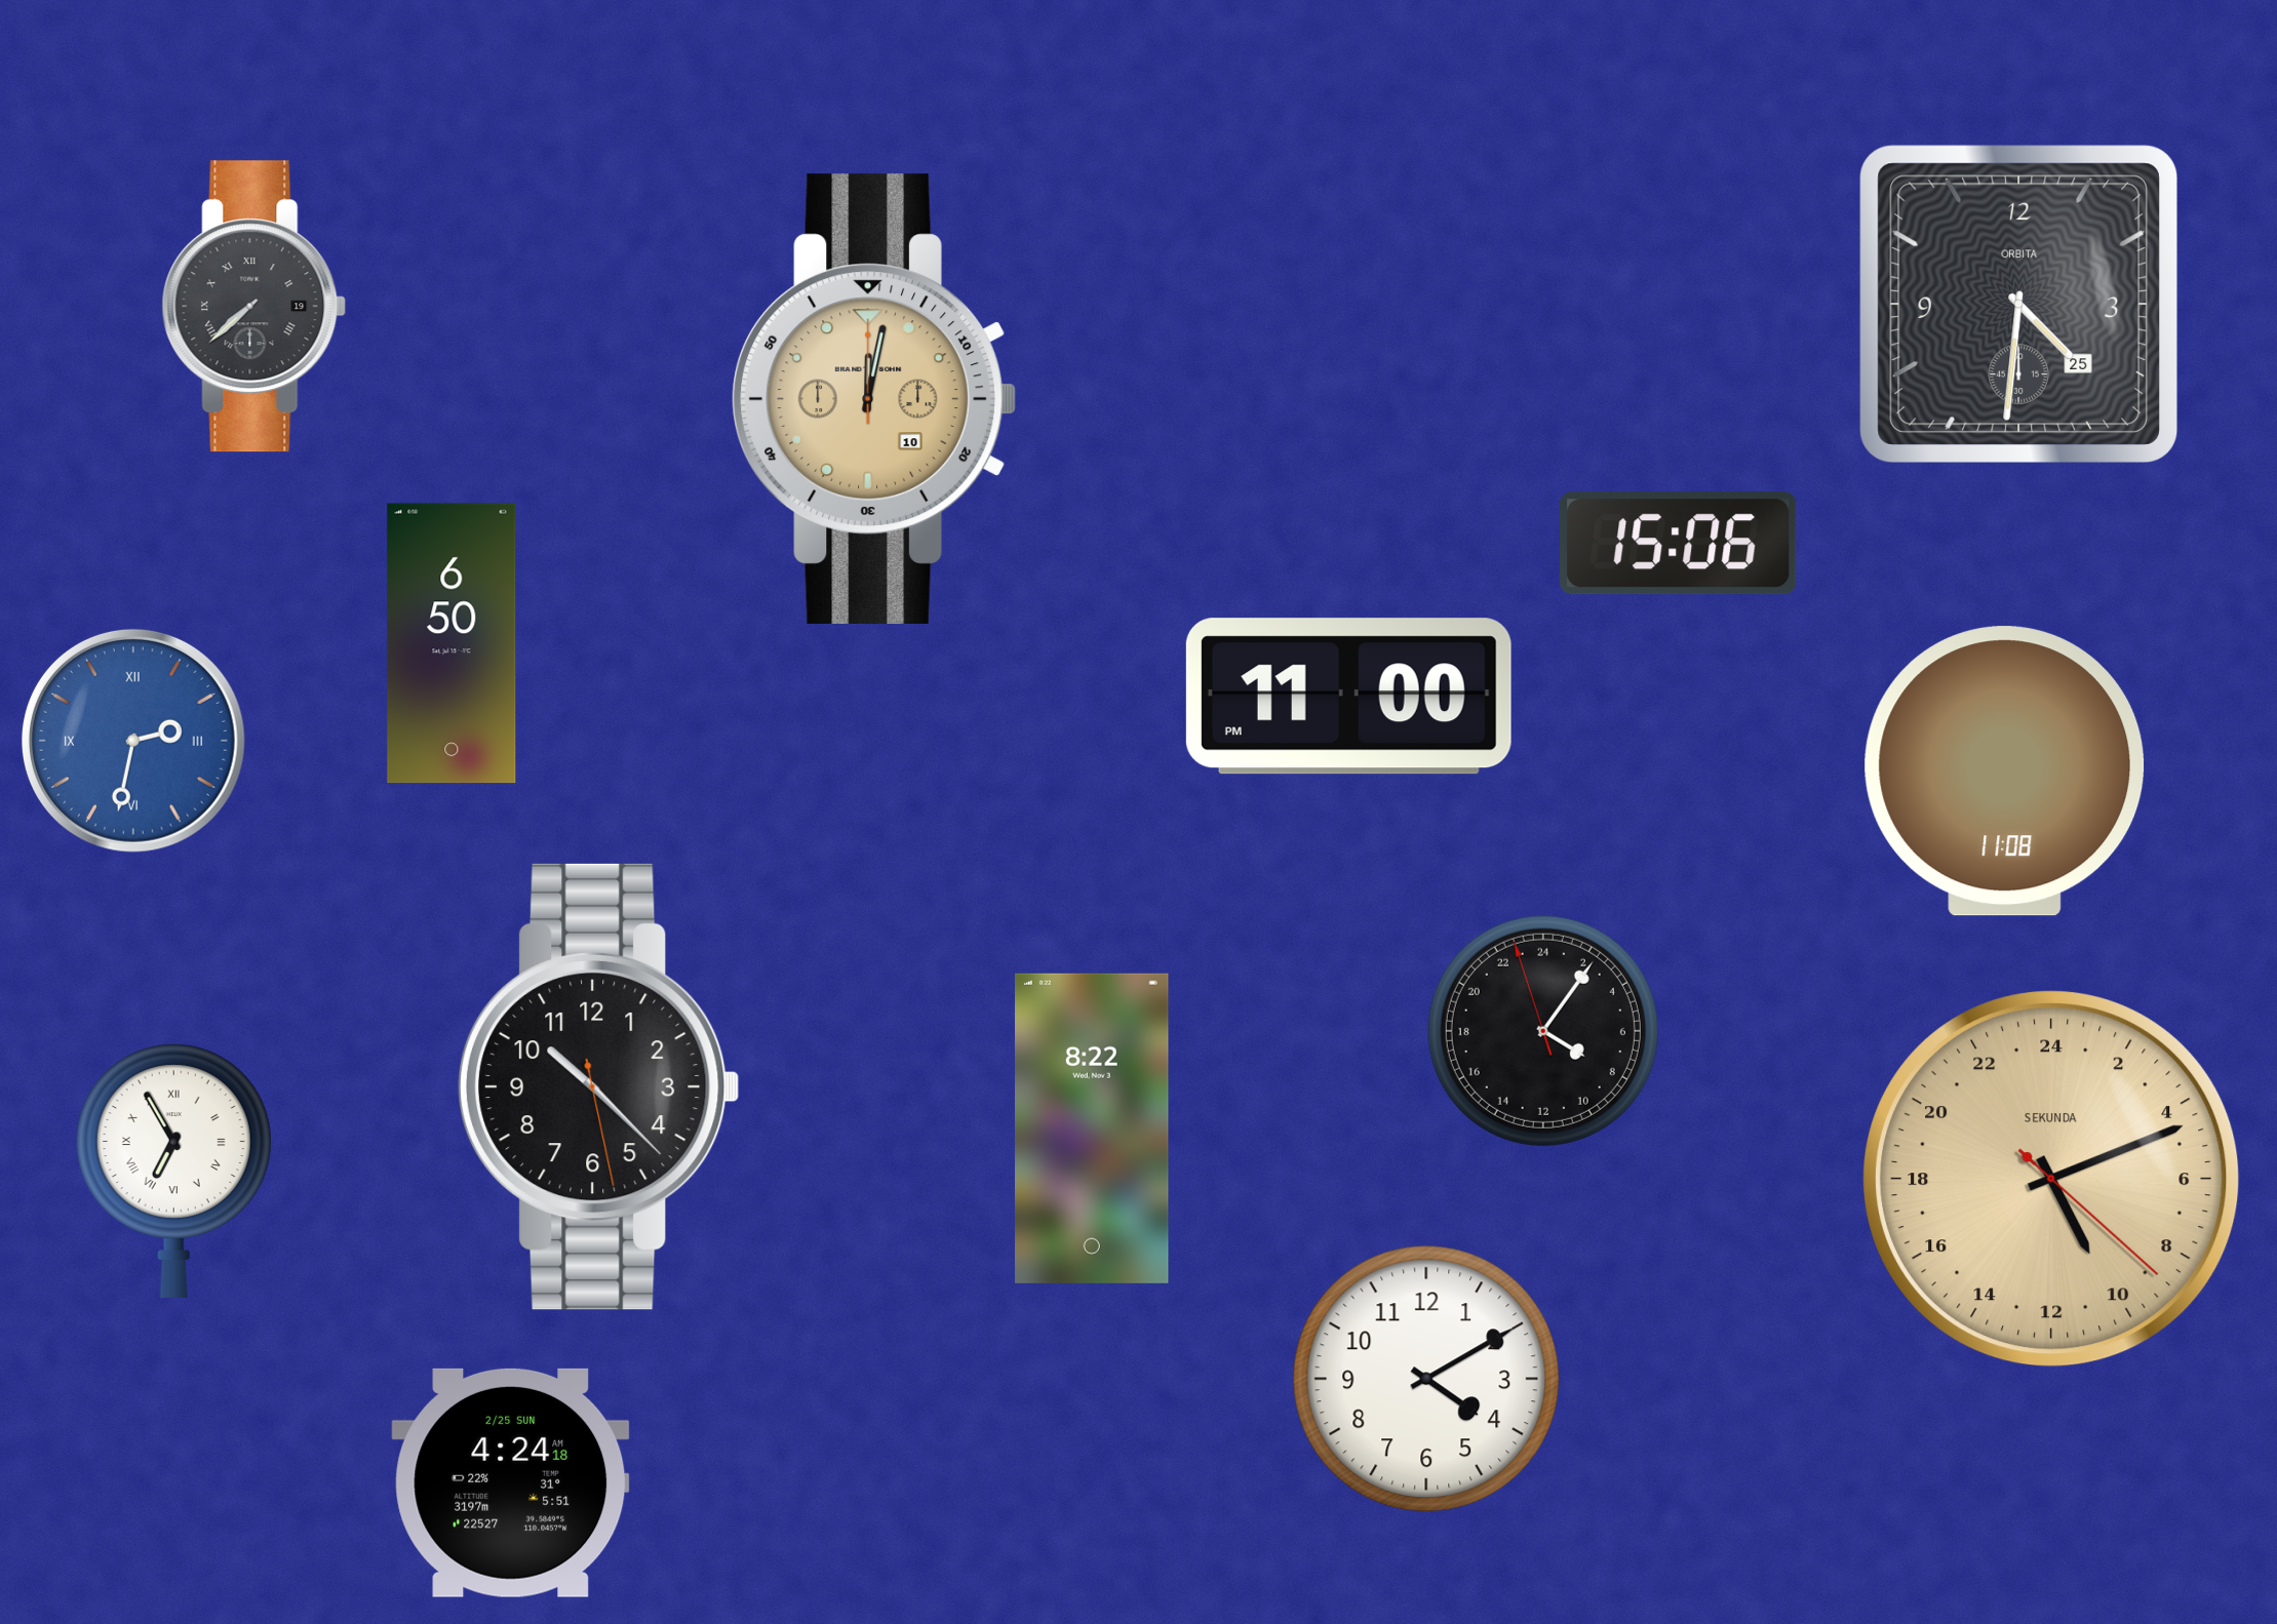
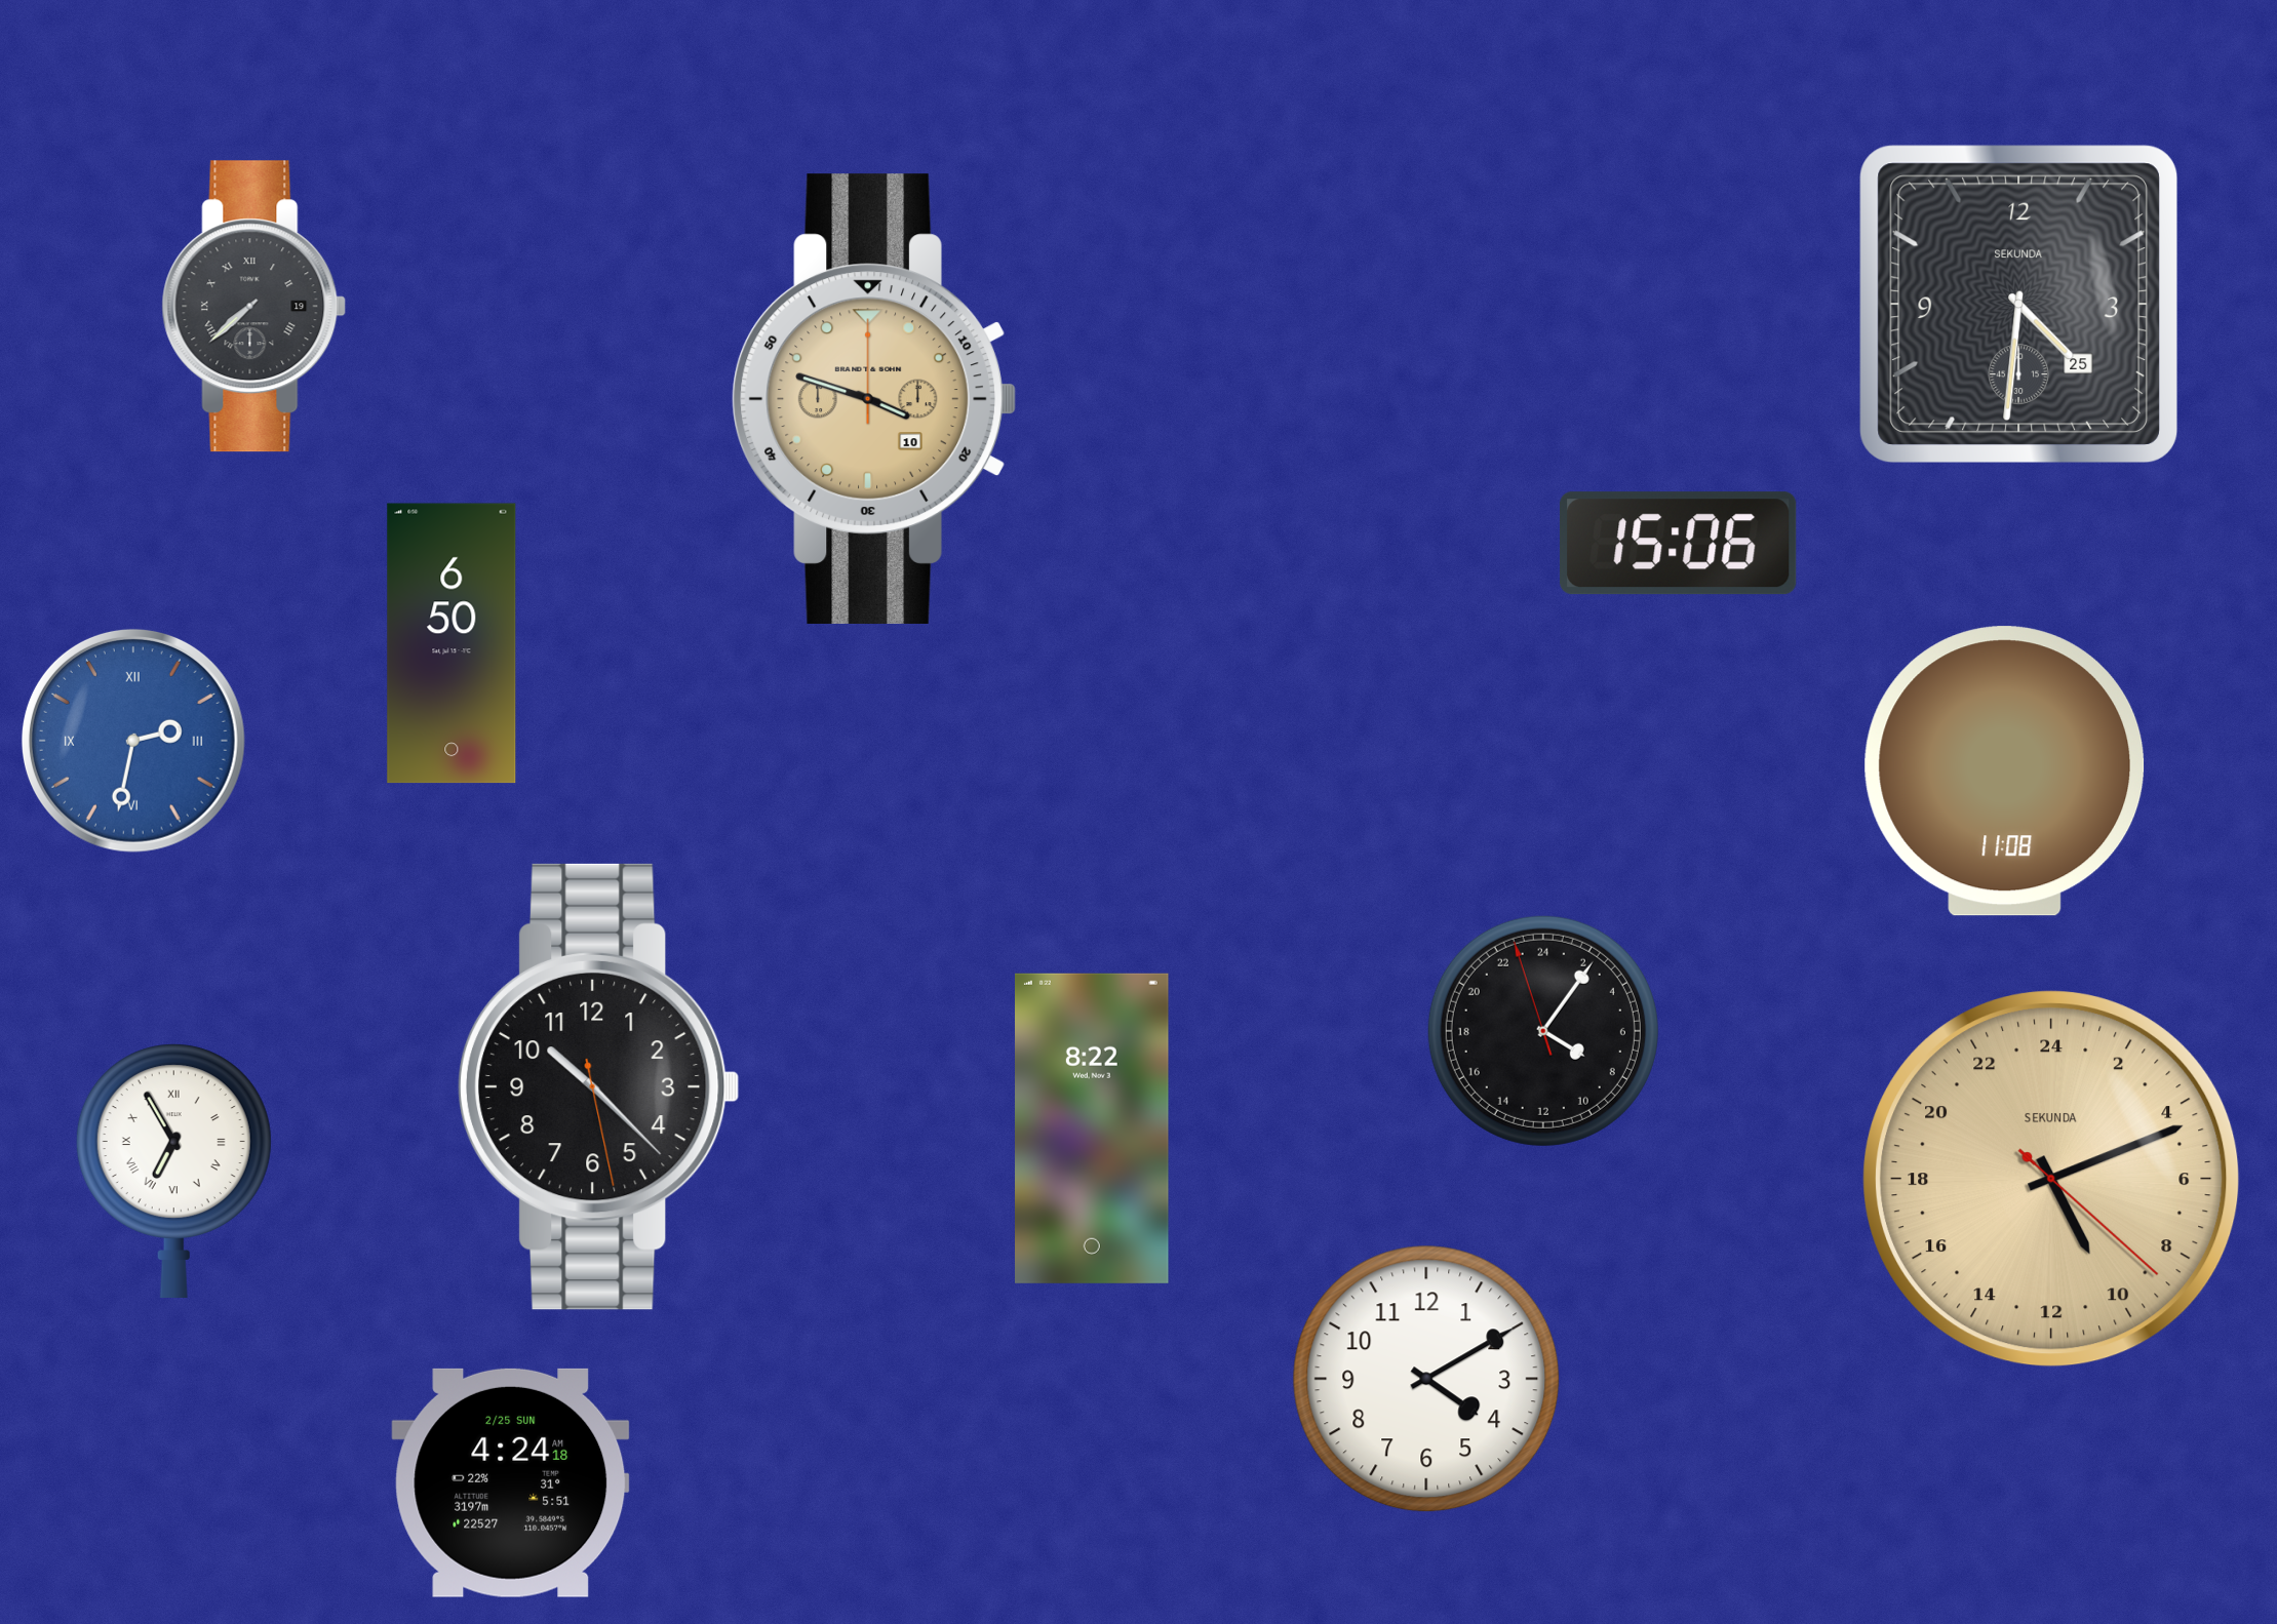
clock at (2018, 304) brand: ORBITA -> SEKUNDA
clock at (873, 399): 12:02 -> 3:48
clock at (1348, 697): 11:00 -> none
